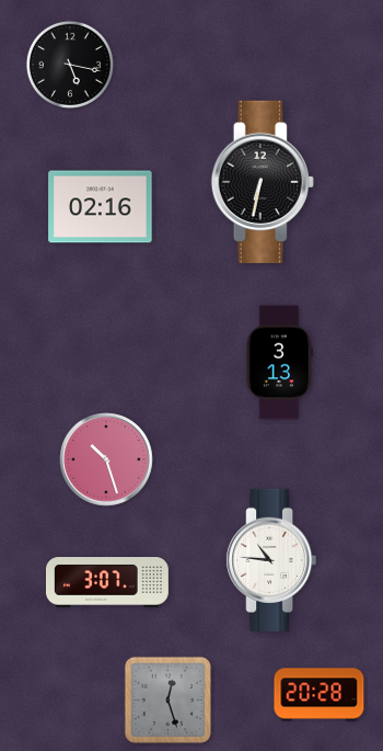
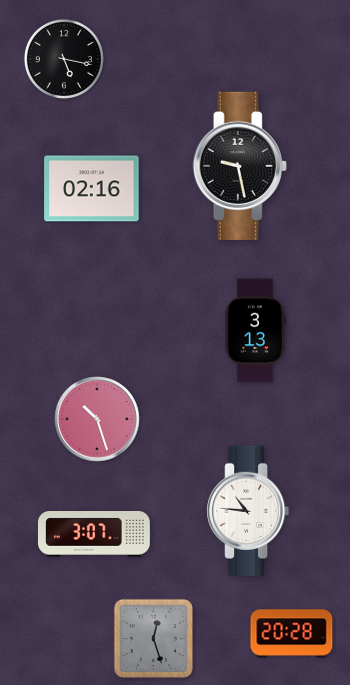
clock at (263, 181): 6:32 -> 9:28
clock at (107, 583) position: (107, 583) -> (94, 535)
